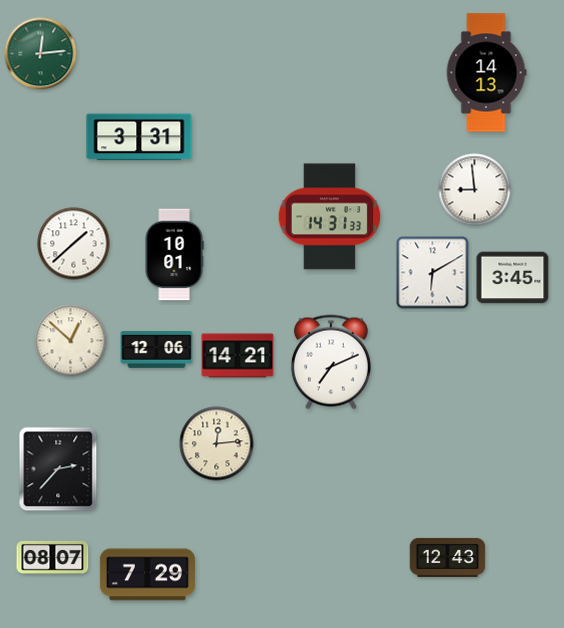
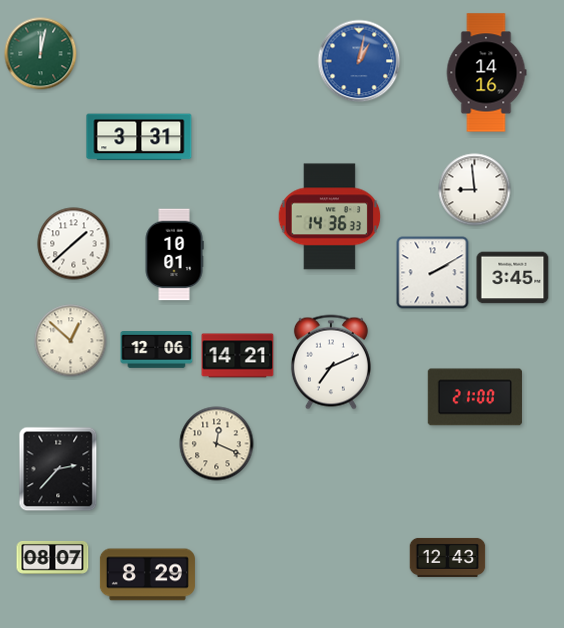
clock at (41, 54): 12:14 -> 12:02
clock at (359, 61): none -> 1:02
clock at (486, 73): 14:13 -> 14:16
clock at (330, 217): 14:31 -> 14:36
clock at (433, 273): 6:10 -> 2:10
clock at (475, 397): none -> 21:00
clock at (217, 444): 12:14 -> 12:19
clock at (147, 575): 7:29 -> 8:29
